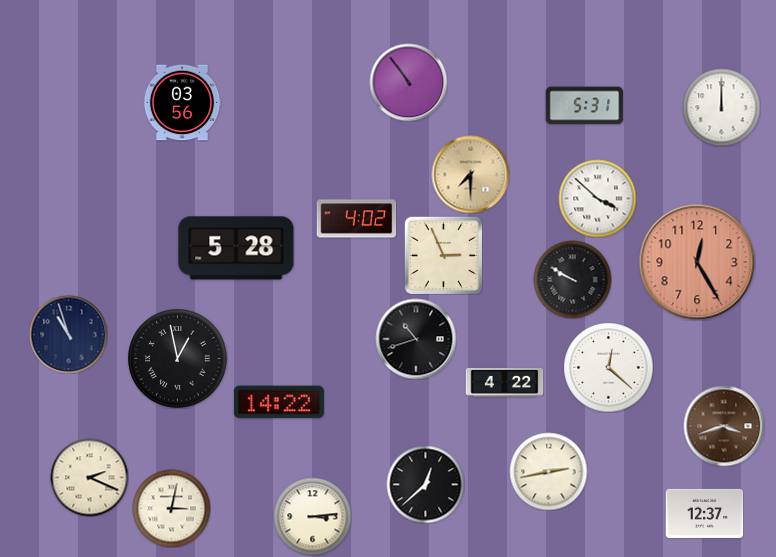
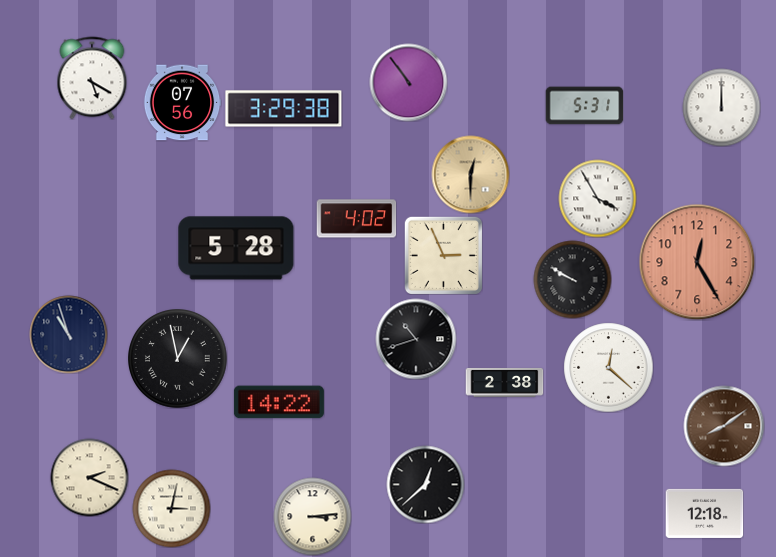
clock at (92, 78): none -> 5:20
clock at (182, 103): 03:56 -> 07:56
clock at (284, 109): none -> 3:29
clock at (470, 174): 7:30 -> 12:30
clock at (597, 198): 3:52 -> 3:55
clock at (504, 383): 4:22 -> 2:38
clock at (724, 426): 3:42 -> 8:09
clock at (548, 471): 2:43 -> none
clock at (704, 513): 12:37 -> 12:18
